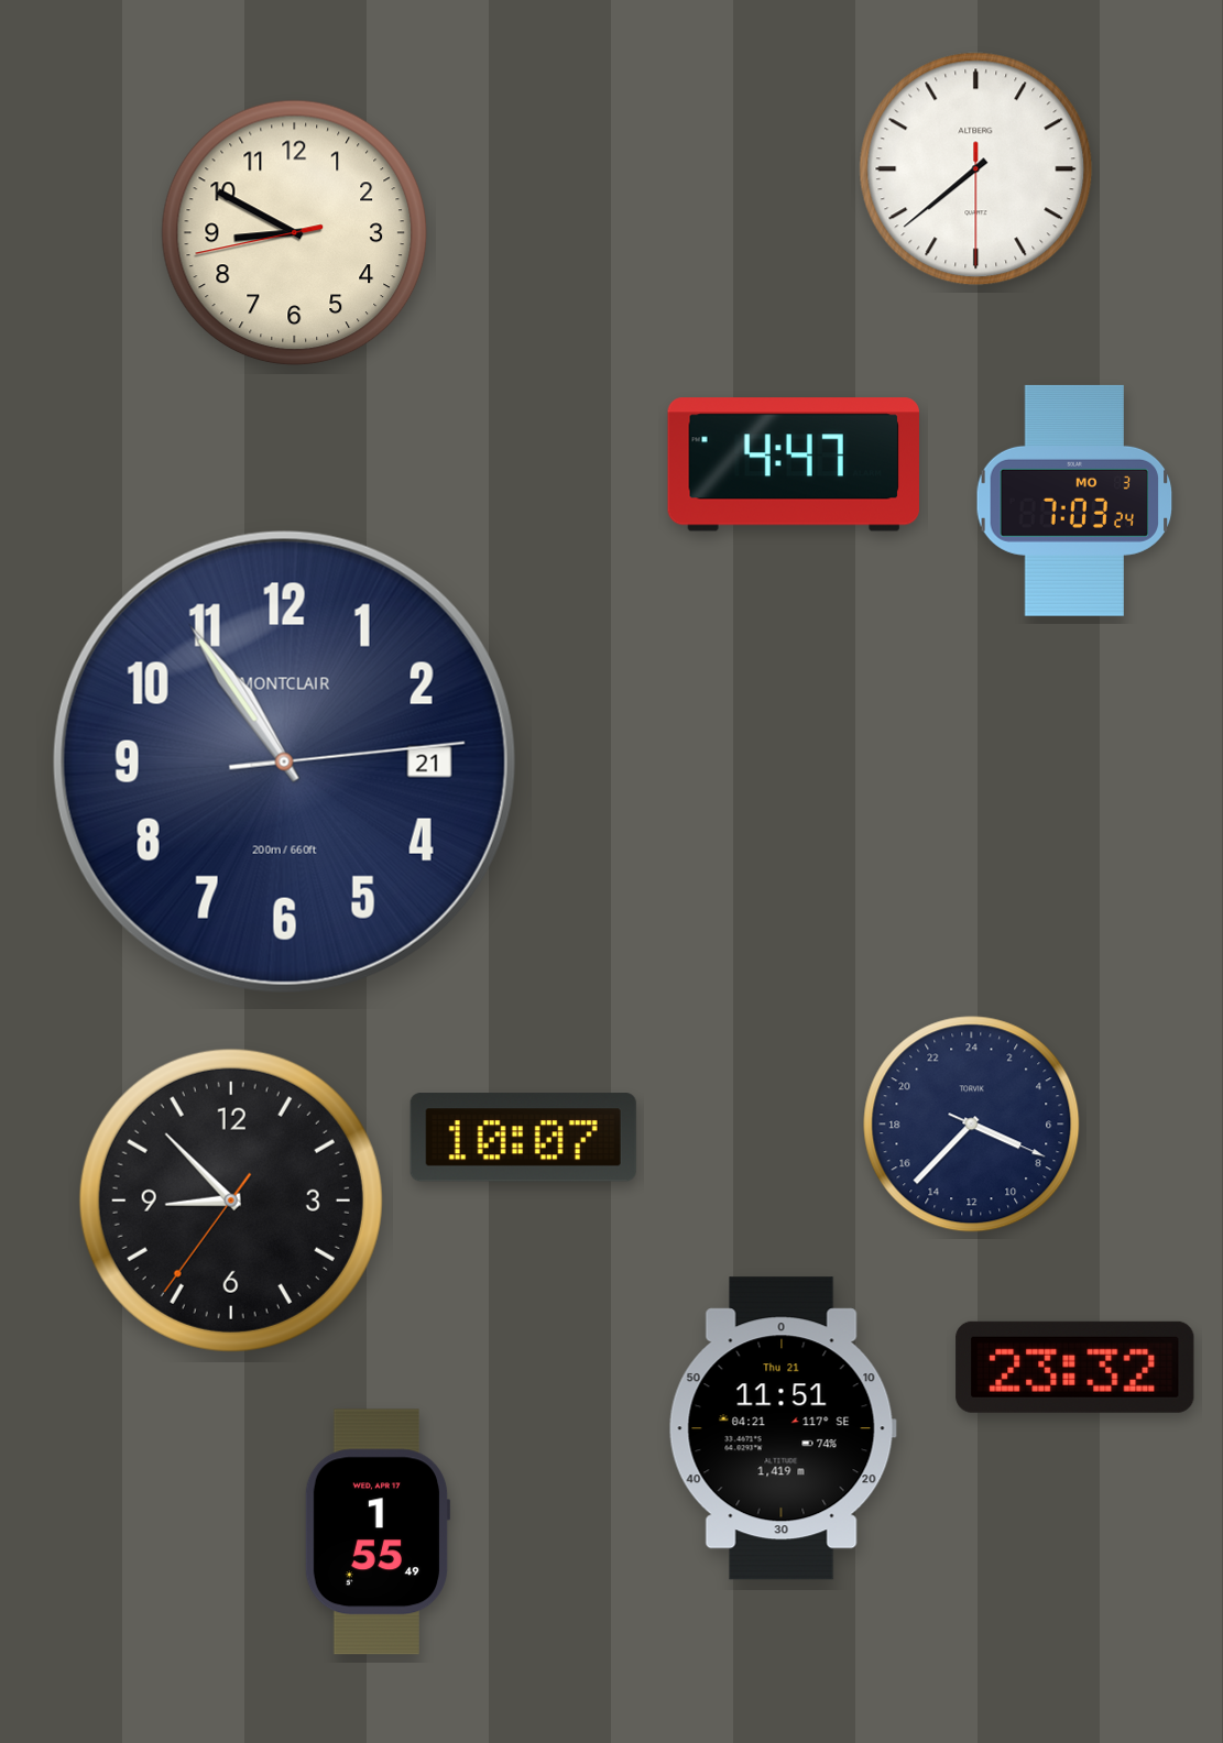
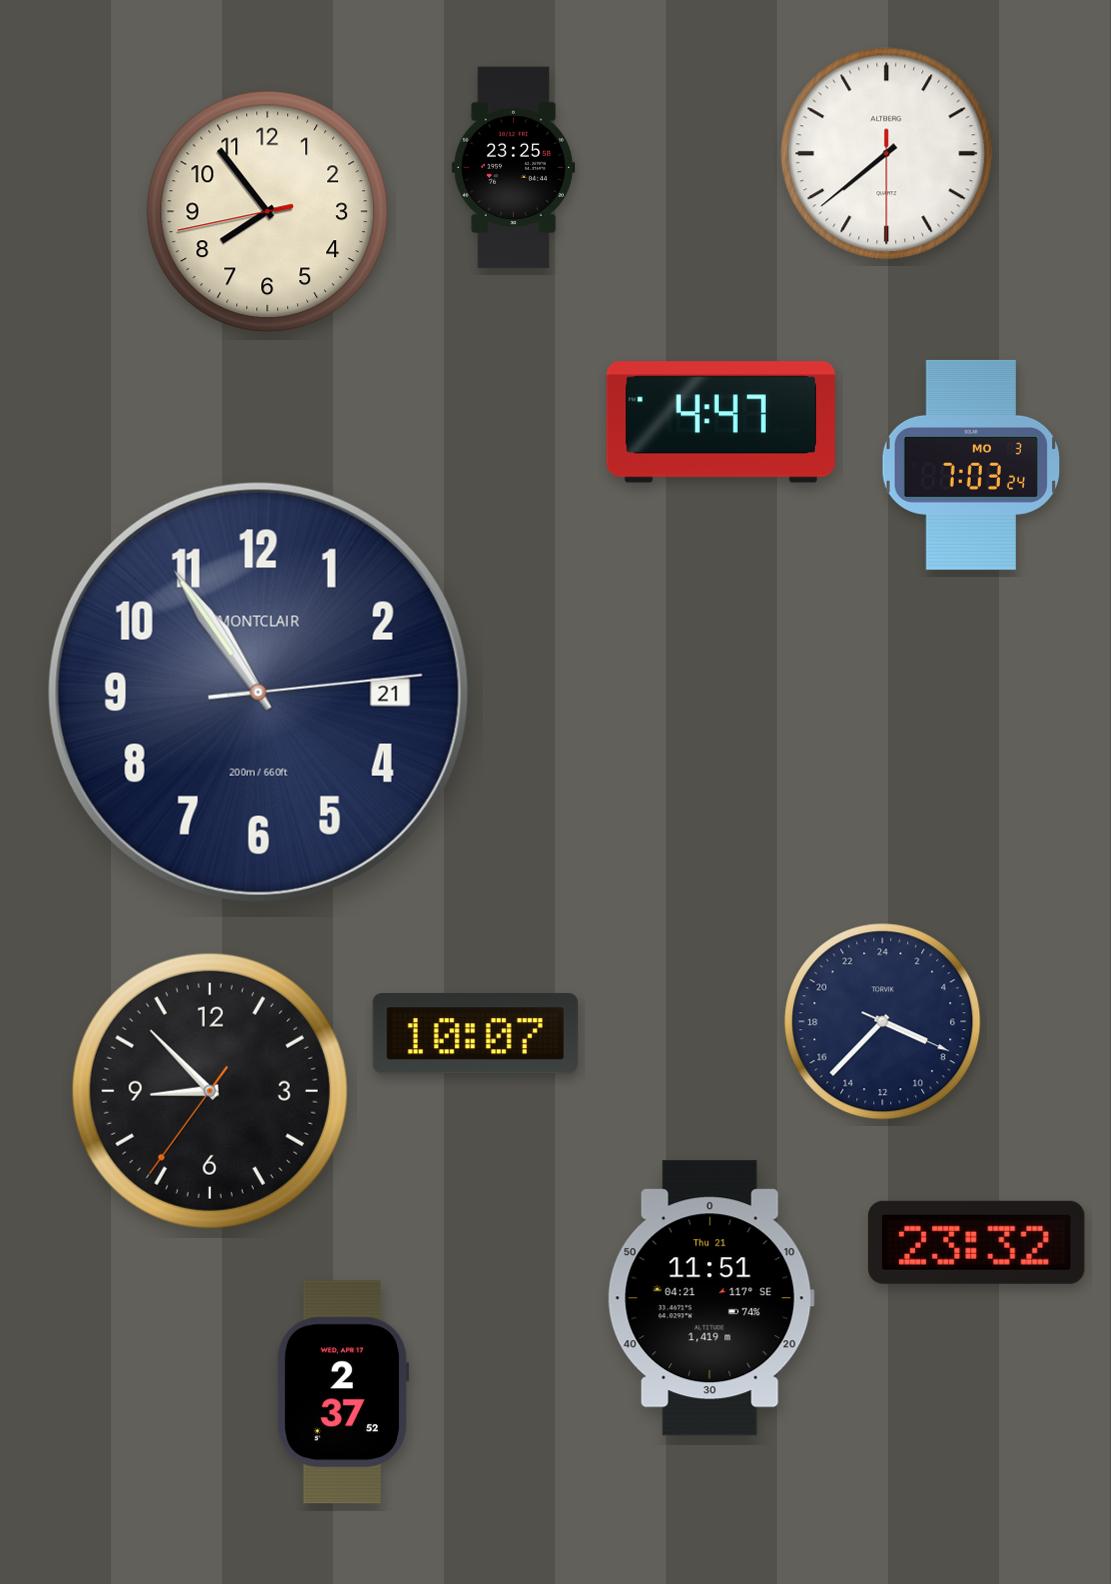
clock at (513, 168): none -> 23:25
clock at (295, 233): 8:49 -> 7:53
clock at (1074, 501) position: (1074, 501) -> (971, 465)
clock at (378, 1532): 1:55 -> 2:37
